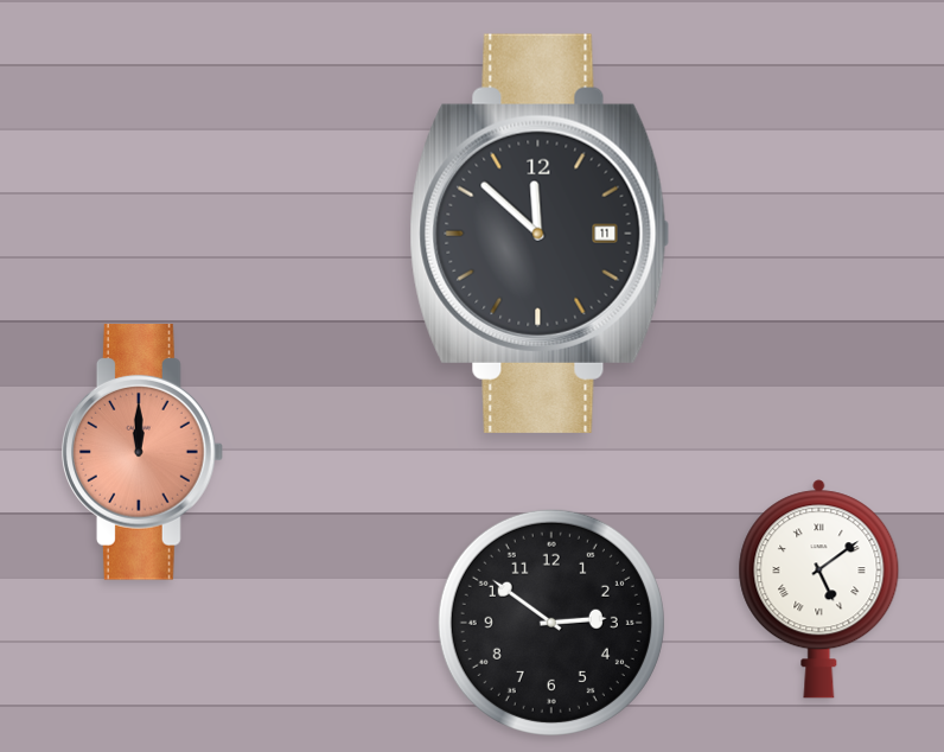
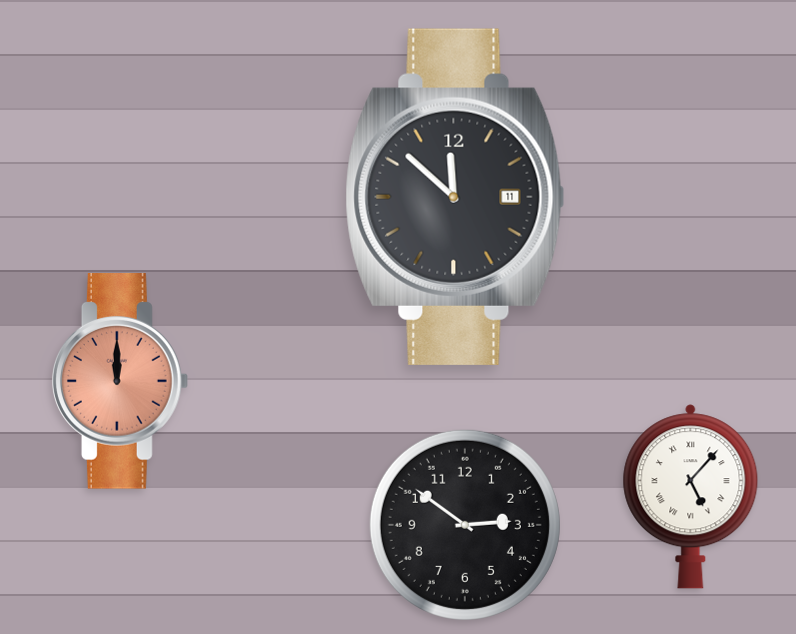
clock at (819, 590): 5:09 -> 5:07
